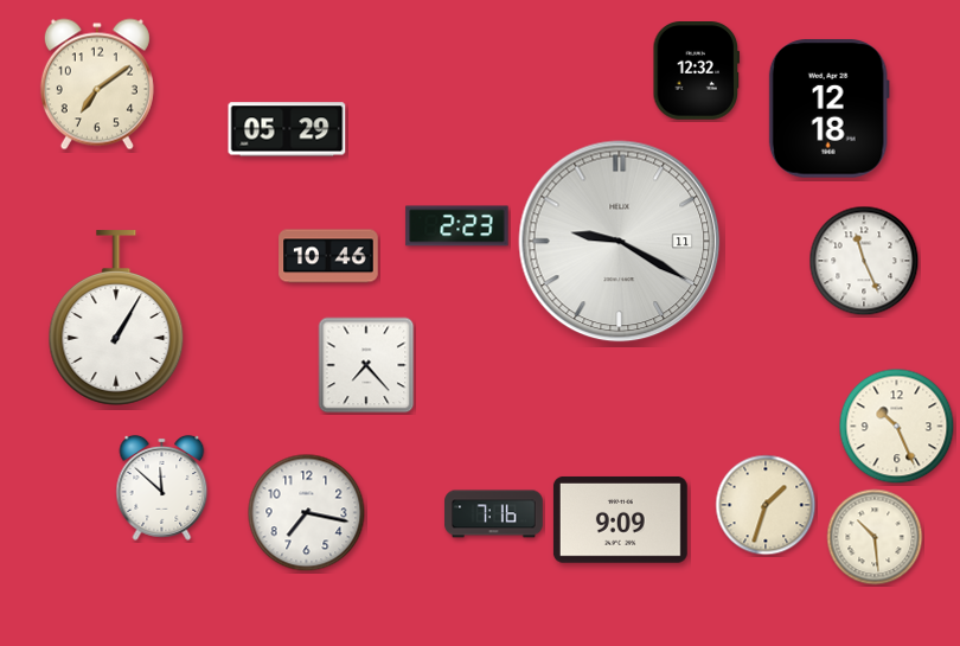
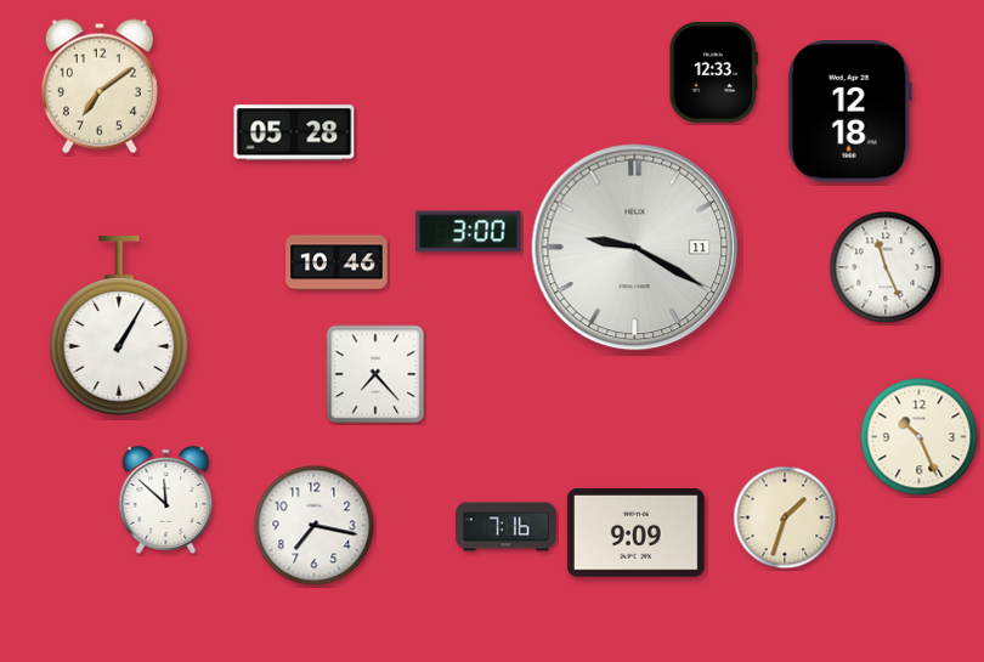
clock at (697, 71): 12:32 -> 12:33
clock at (287, 129): 05:29 -> 05:28
clock at (457, 226): 2:23 -> 3:00
clock at (875, 537): 10:29 -> none
